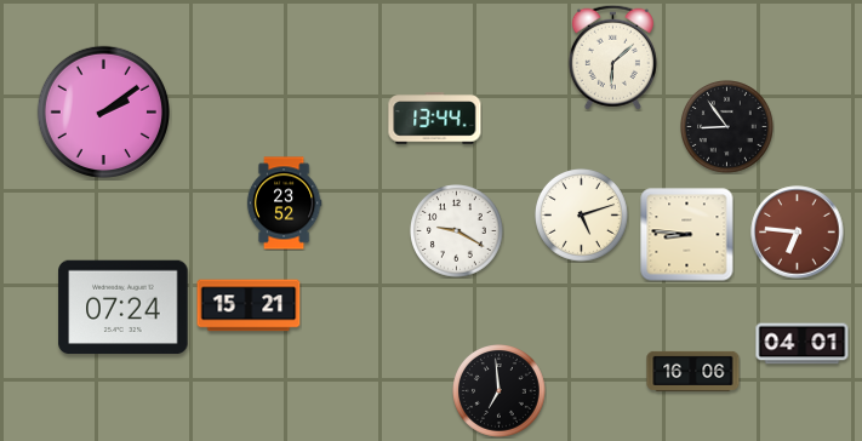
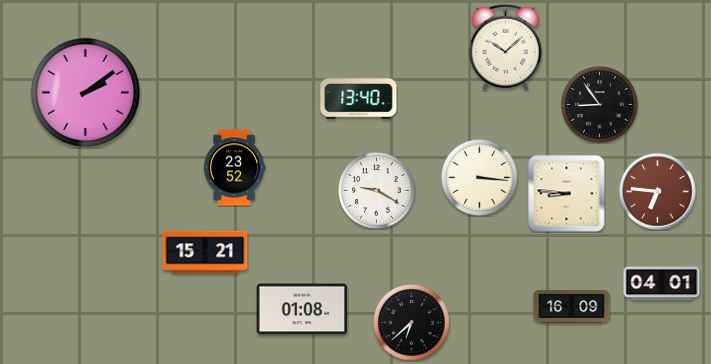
clock at (612, 57): 6:08 -> 10:08
clock at (435, 119): 13:44 -> 13:40
clock at (582, 216): 5:12 -> 3:16
clock at (124, 308): 07:24 -> none
clock at (693, 371): 16:06 -> 16:09
clock at (302, 309): none -> 01:08
clock at (499, 391): 6:59 -> 6:38
